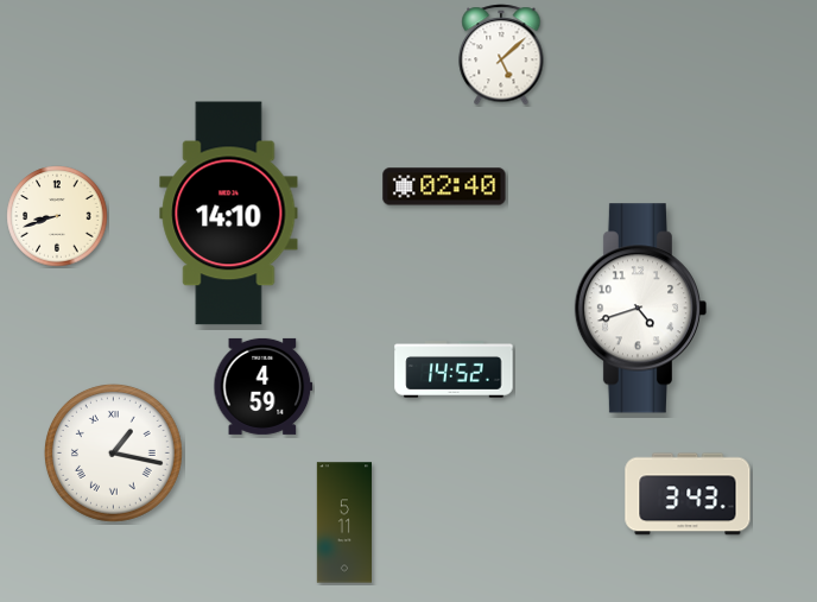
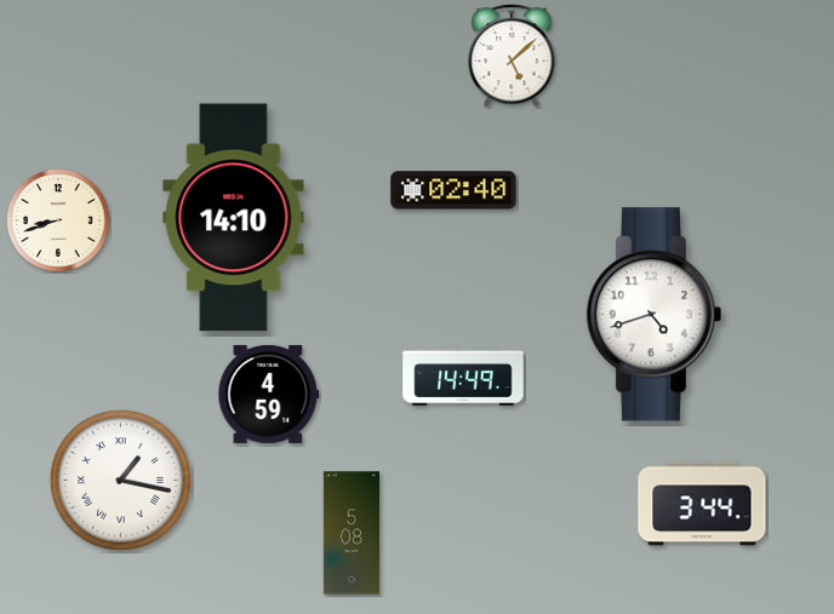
clock at (454, 369): 14:52 -> 14:49
clock at (113, 452) position: (113, 452) -> (120, 480)
clock at (688, 494): 3:43 -> 3:44
clock at (343, 522): 5:11 -> 5:08
